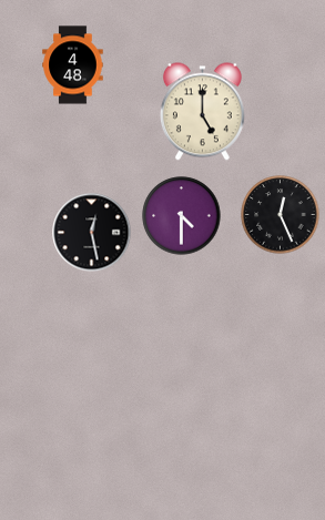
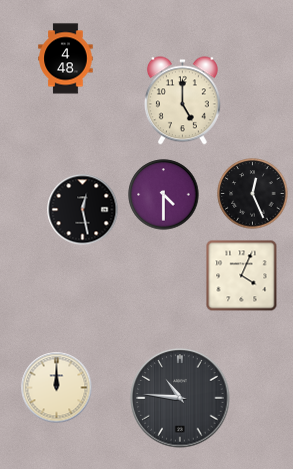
clock at (242, 276): none -> 4:04
clock at (57, 388): none -> 12:00
clock at (180, 398): none -> 10:46
